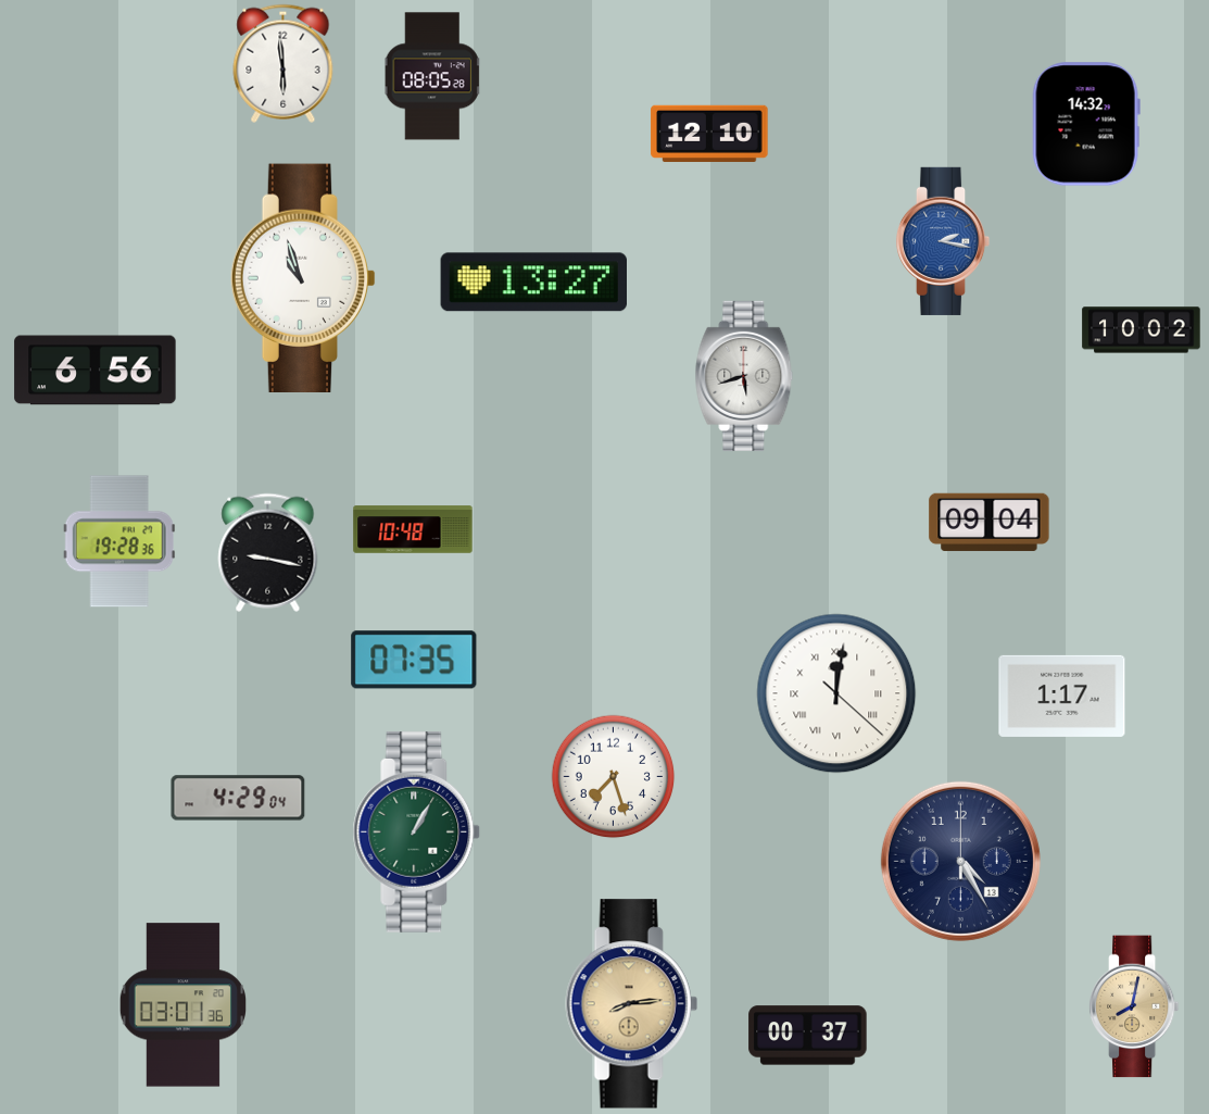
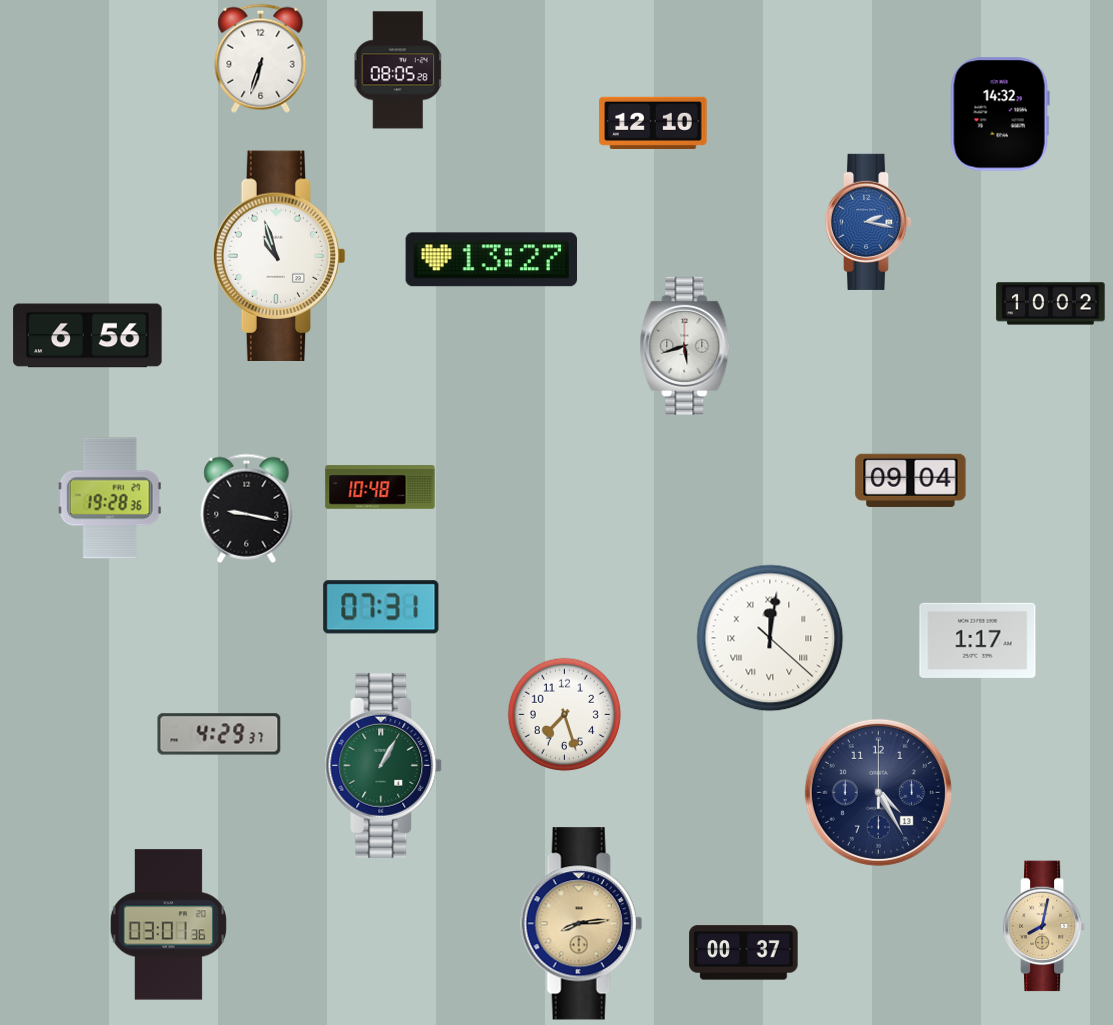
clock at (284, 63): 5:59 -> 6:33
clock at (96, 371) position: (96, 371) -> (88, 336)
clock at (414, 660): 07:35 -> 07:31
clock at (238, 798): 4:29:04 -> 4:29:37
clock at (960, 861) position: (960, 861) -> (878, 792)
